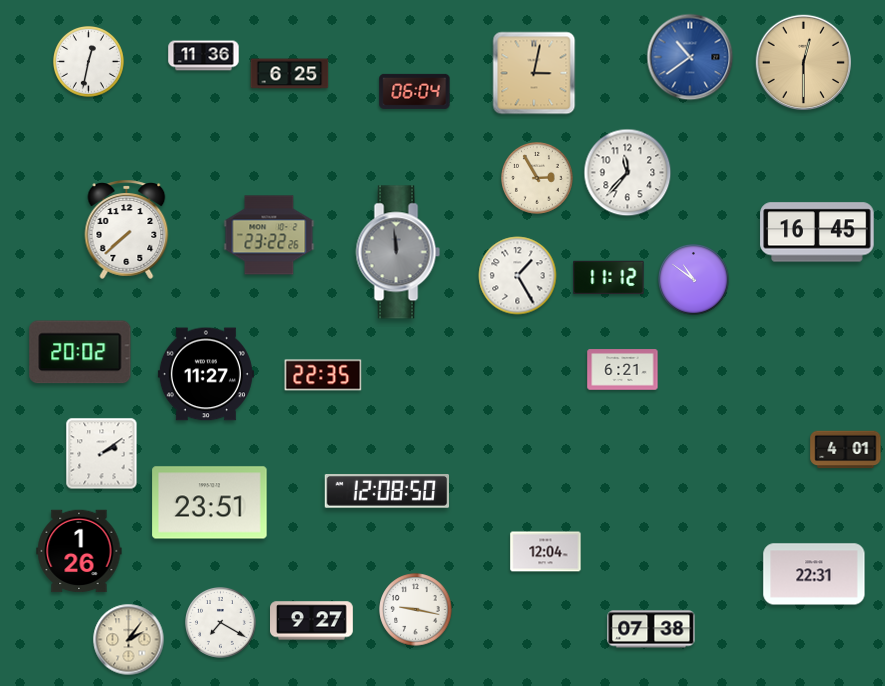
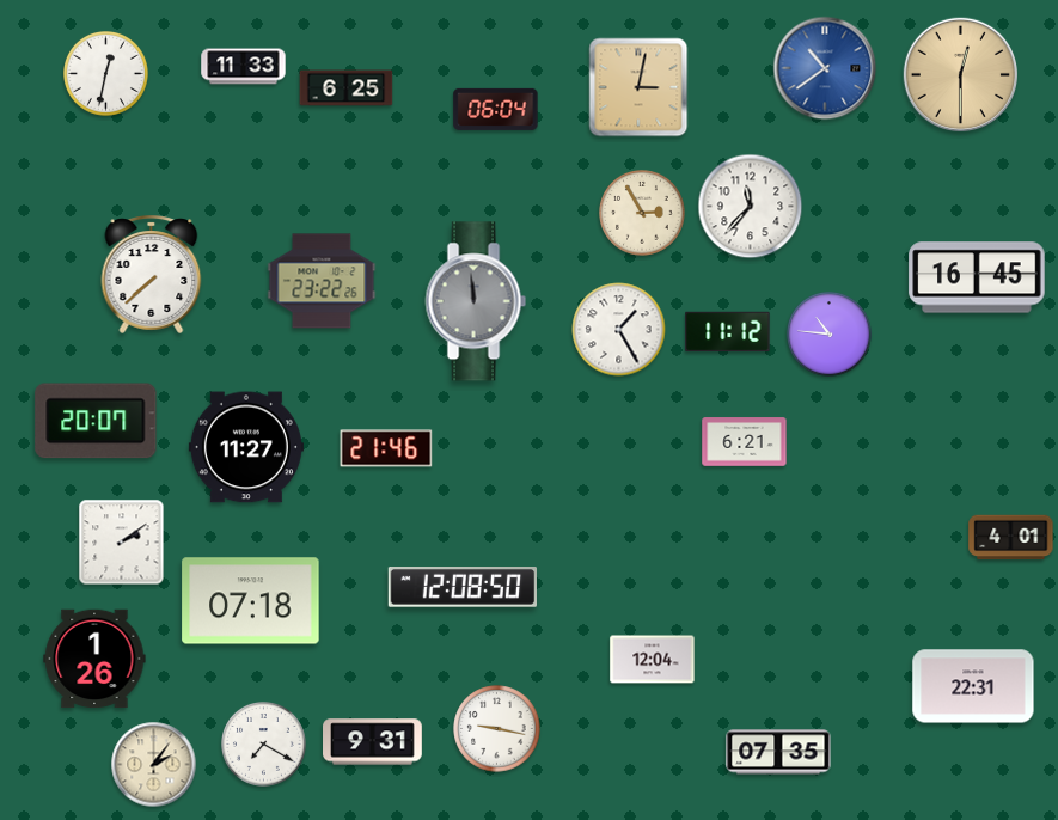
clock at (204, 56): 11:36 -> 11:33
clock at (694, 280): 10:51 -> 10:46
clock at (80, 352): 20:02 -> 20:07
clock at (323, 375): 22:35 -> 21:46
clock at (210, 503): 23:51 -> 07:18
clock at (312, 621): 9:27 -> 9:31
clock at (651, 629): 07:38 -> 07:35
